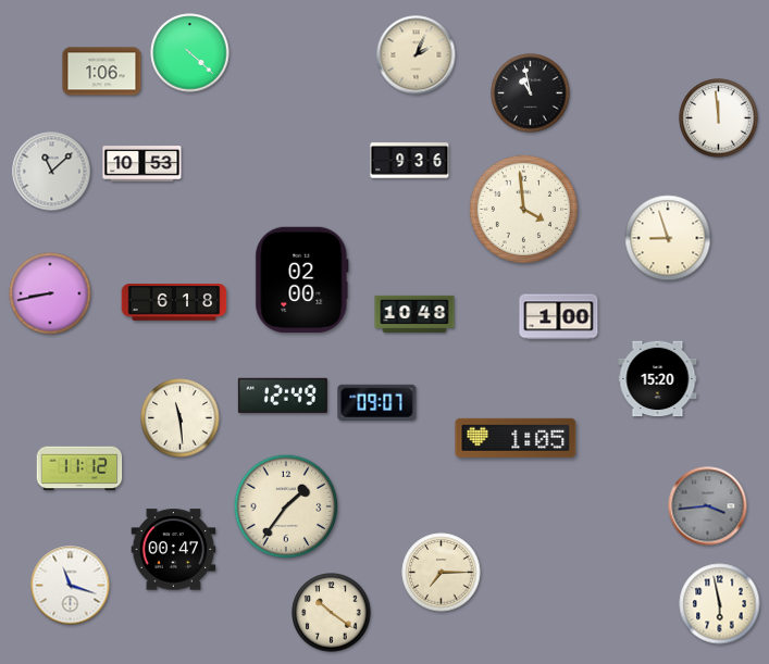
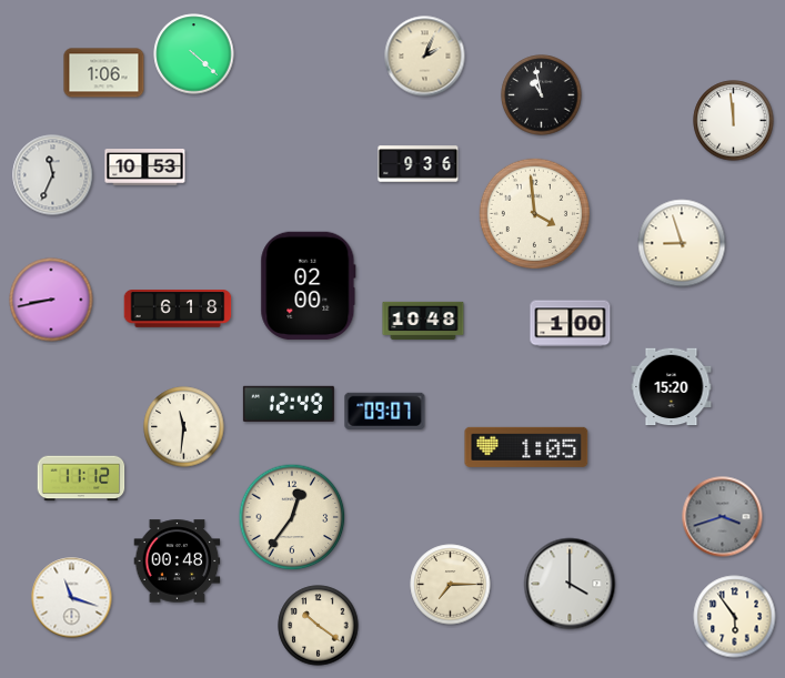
clock at (52, 172): 11:08 -> 11:34
clock at (181, 418): 11:29 -> 11:31
clock at (286, 506): 1:36 -> 12:36
clock at (708, 506): 3:44 -> 3:42
clock at (174, 550): 00:47 -> 00:48
clock at (570, 584): none -> 4:00
clock at (720, 604): 5:58 -> 5:54
clock at (332, 613) position: (332, 613) -> (319, 626)
